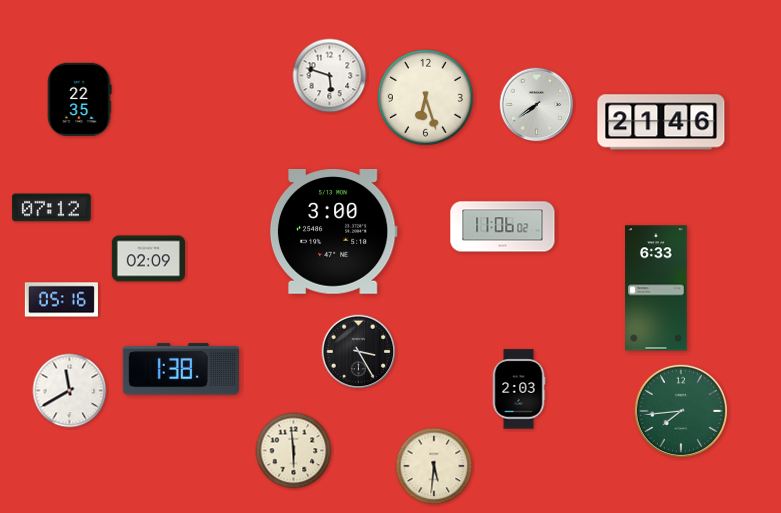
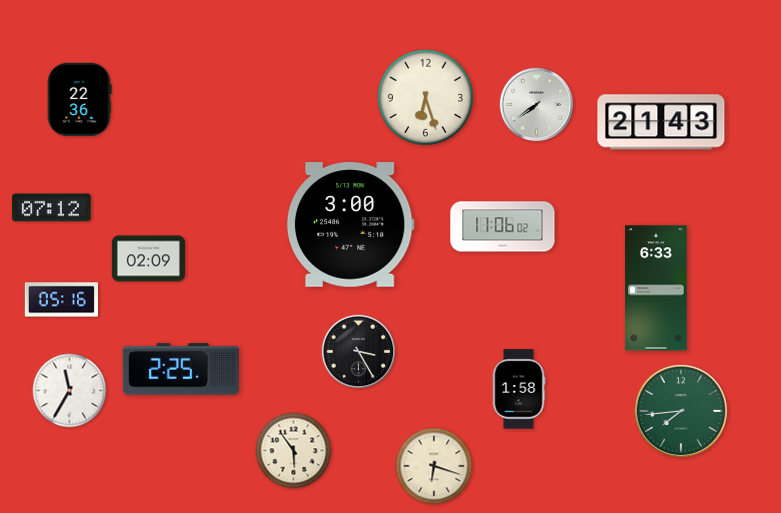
clock at (330, 76): 5:48 -> none
clock at (79, 99): 22:35 -> 22:36
clock at (661, 122): 21:46 -> 21:43
clock at (333, 232) position: (333, 232) -> (350, 225)
clock at (181, 369): 1:38 -> 2:25
clock at (519, 389): 2:03 -> 1:58
clock at (70, 391): 11:40 -> 11:35
clock at (294, 451): 5:59 -> 5:54
clock at (434, 466): 5:31 -> 6:18
